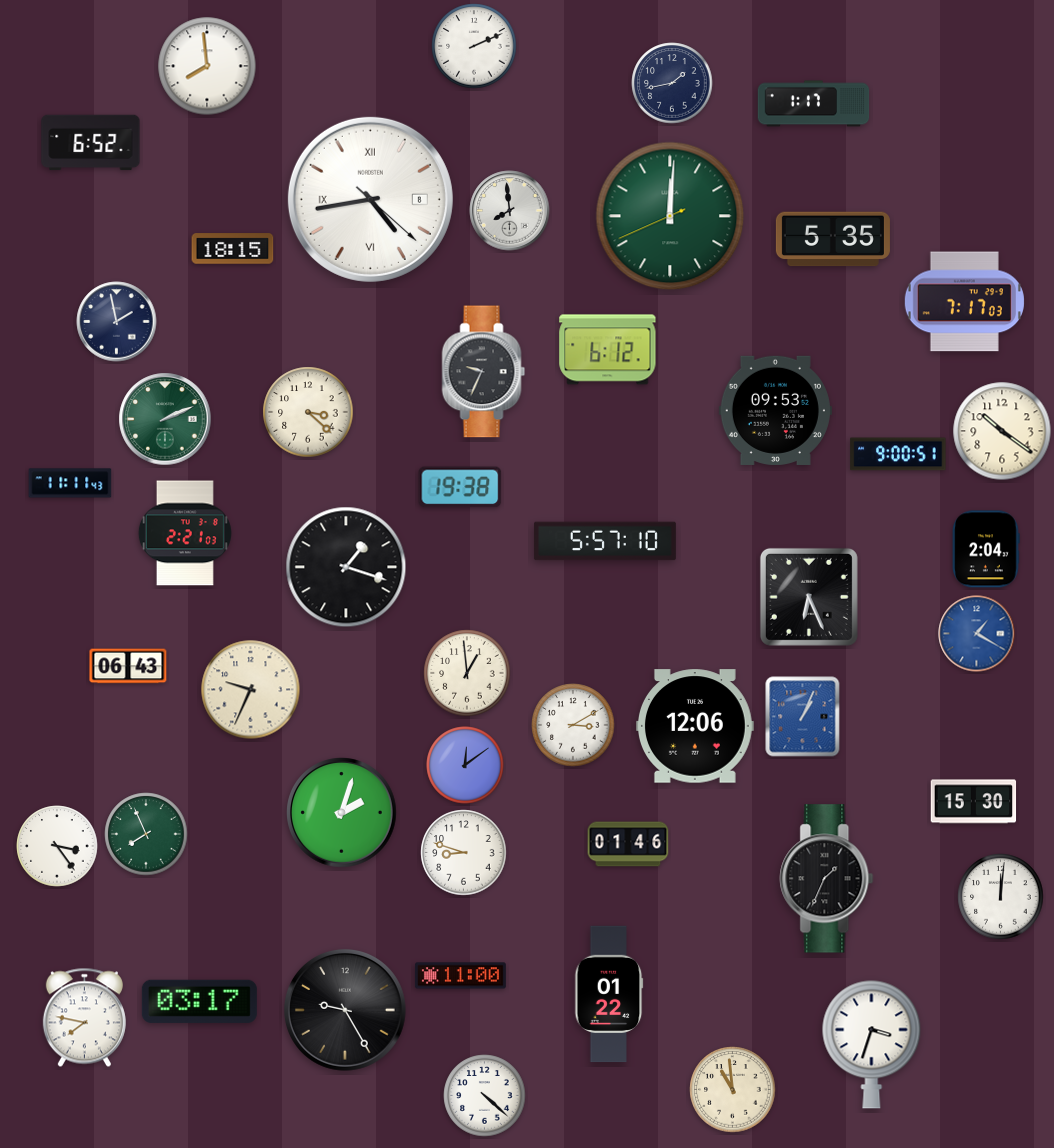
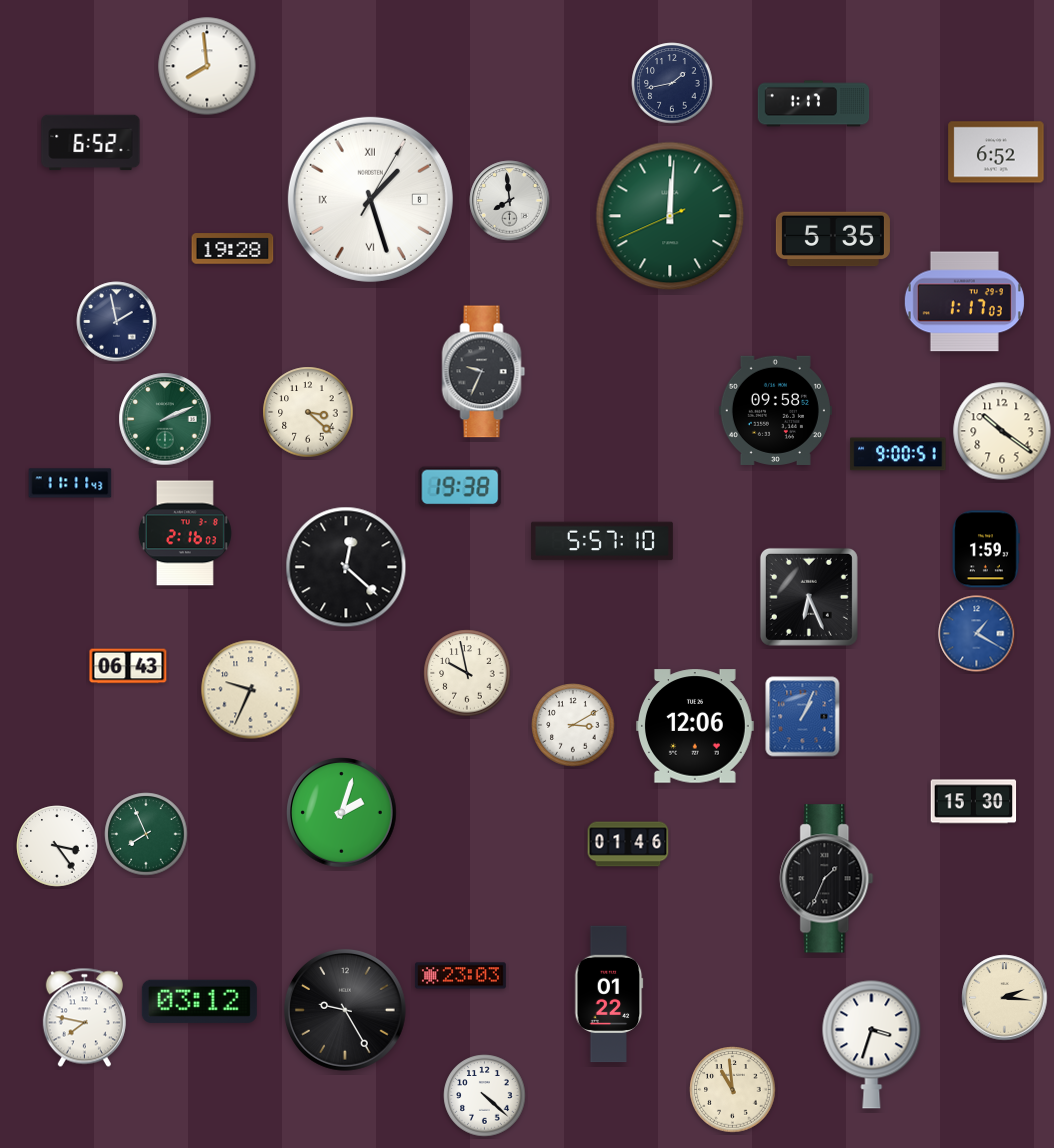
clock at (474, 46): 2:11 -> none
clock at (996, 152): none -> 6:52
clock at (370, 199): 4:43 -> 1:27
clock at (510, 211) position: (510, 211) -> (510, 201)
clock at (233, 249): 18:15 -> 19:28
clock at (964, 302): 7:17 -> 1:17
clock at (608, 350): 6:12 -> none
clock at (775, 410): 09:53 -> 09:58
clock at (185, 533): 2:21 -> 2:16
clock at (605, 541) position: (605, 541) -> (602, 541)
clock at (986, 549): 2:04 -> 1:59
clock at (346, 567): 1:18 -> 12:22
clock at (467, 673): 12:59 -> 9:58
clock at (465, 765): 12:09 -> none
clock at (464, 853): 8:48 -> none
clock at (1001, 897): 12:01 -> none
clock at (460, 976): 11:00 -> 23:03
clock at (1005, 998): none -> 2:16
clock at (199, 1001): 03:17 -> 03:12
